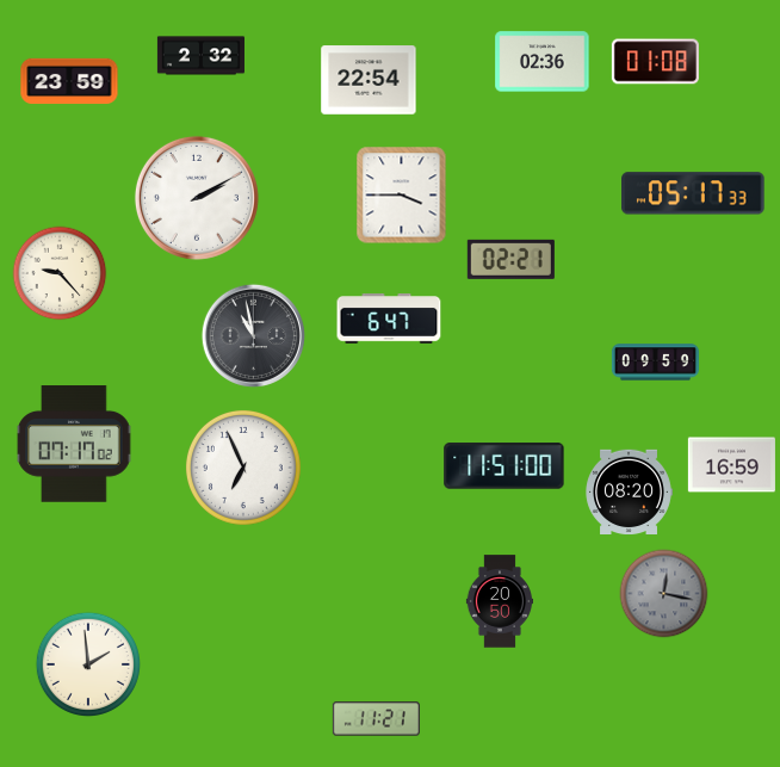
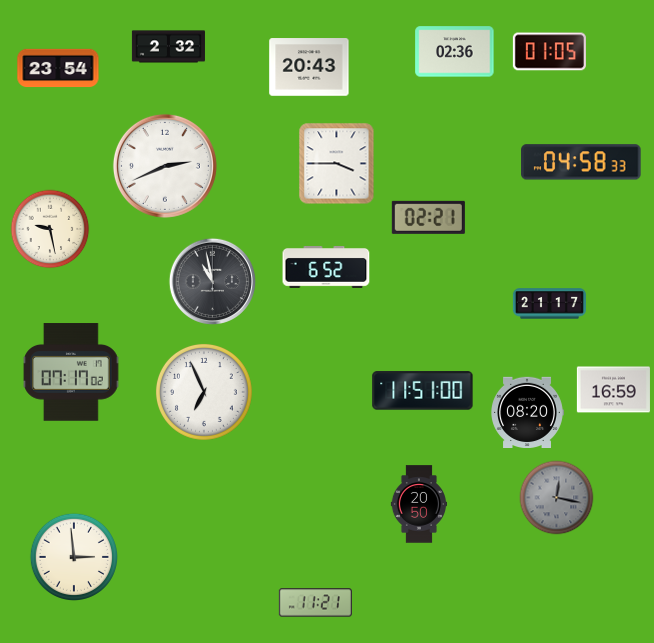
clock at (655, 62): 01:08 -> 01:05
clock at (369, 80): 22:54 -> 20:43
clock at (69, 81): 23:59 -> 23:54
clock at (693, 193): 05:17 -> 04:58
clock at (197, 198): 2:10 -> 2:41
clock at (60, 273): 9:23 -> 9:28
clock at (389, 320): 6:47 -> 6:52
clock at (655, 363): 09:59 -> 21:17
clock at (74, 444) position: (74, 444) -> (71, 372)
clock at (87, 663): 1:59 -> 2:59
